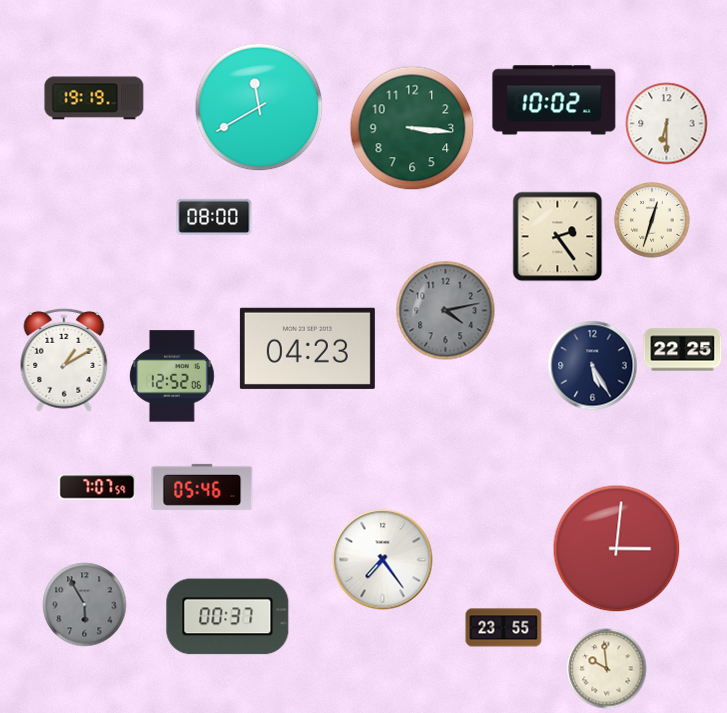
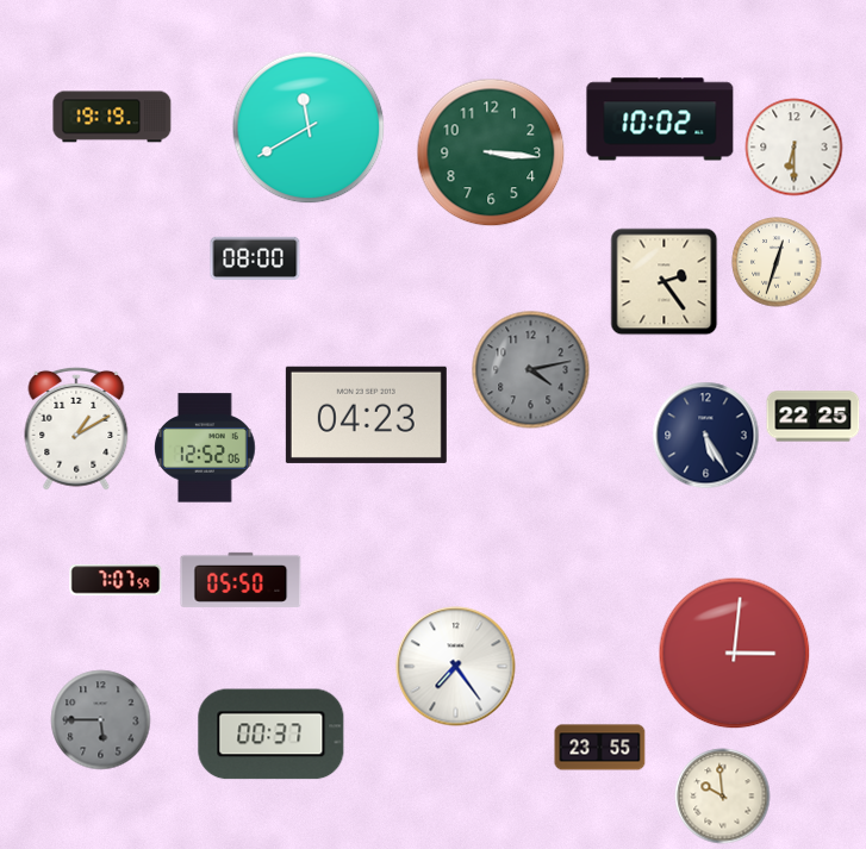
clock at (202, 487): 05:46 -> 05:50
clock at (85, 605): 5:55 -> 5:45
